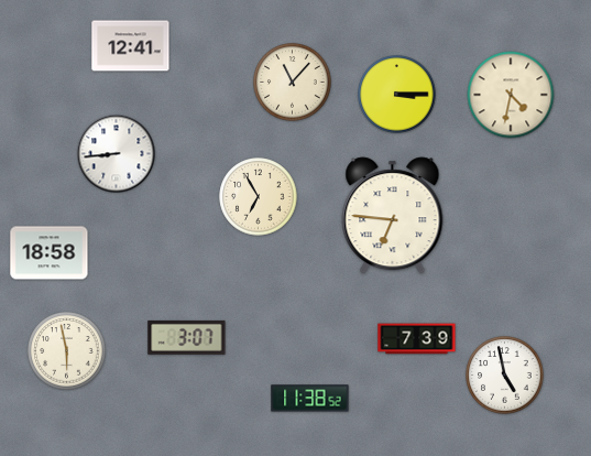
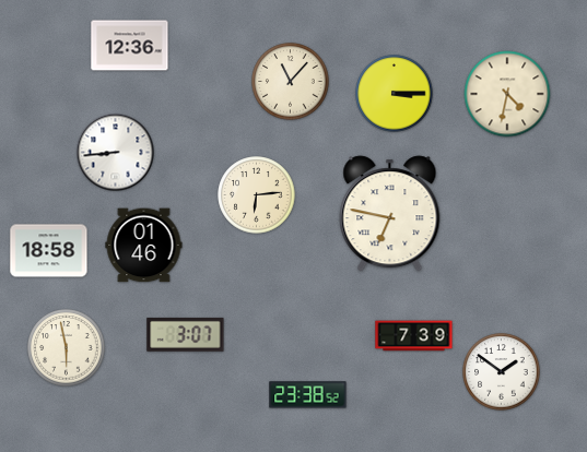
clock at (131, 46): 12:41 -> 12:36
clock at (259, 197): 6:55 -> 6:14
clock at (393, 216): 6:46 -> 6:47
clock at (144, 246): none -> 01:46
clock at (505, 376): 4:58 -> 1:51
clock at (310, 399): 11:38 -> 23:38
